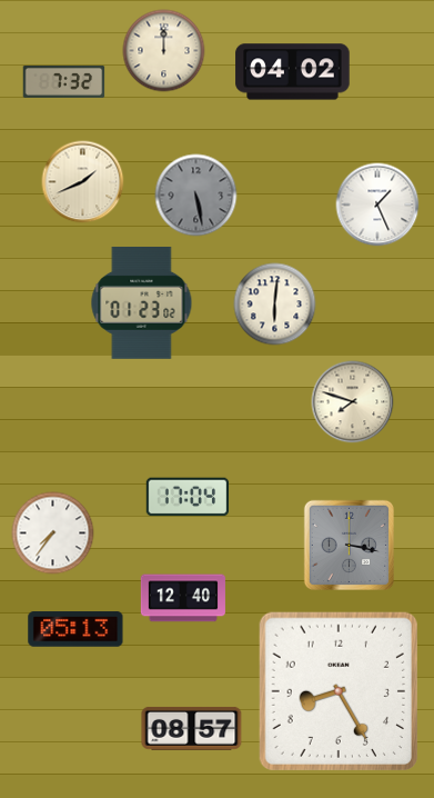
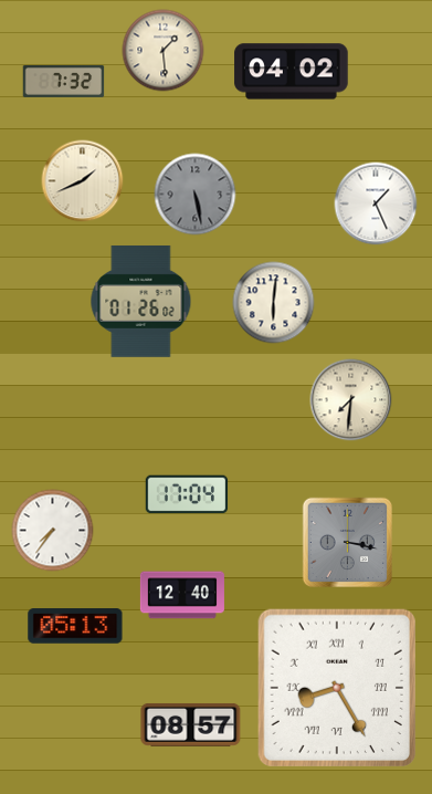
clock at (164, 51): 12:00 -> 1:29
clock at (142, 302): 01:23 -> 01:26
clock at (353, 402): 7:48 -> 7:31
clock at (339, 691) numerals: Arabic -> Roman
